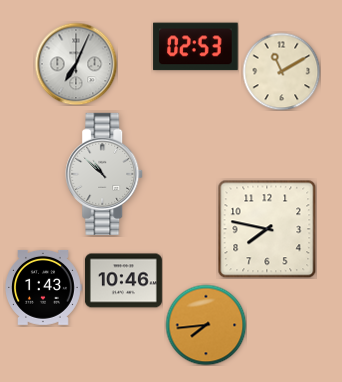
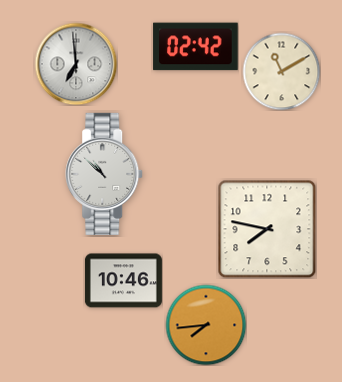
clock at (196, 47): 02:53 -> 02:42
clock at (76, 64): 7:04 -> 6:59
clock at (44, 287): 1:43 -> none
